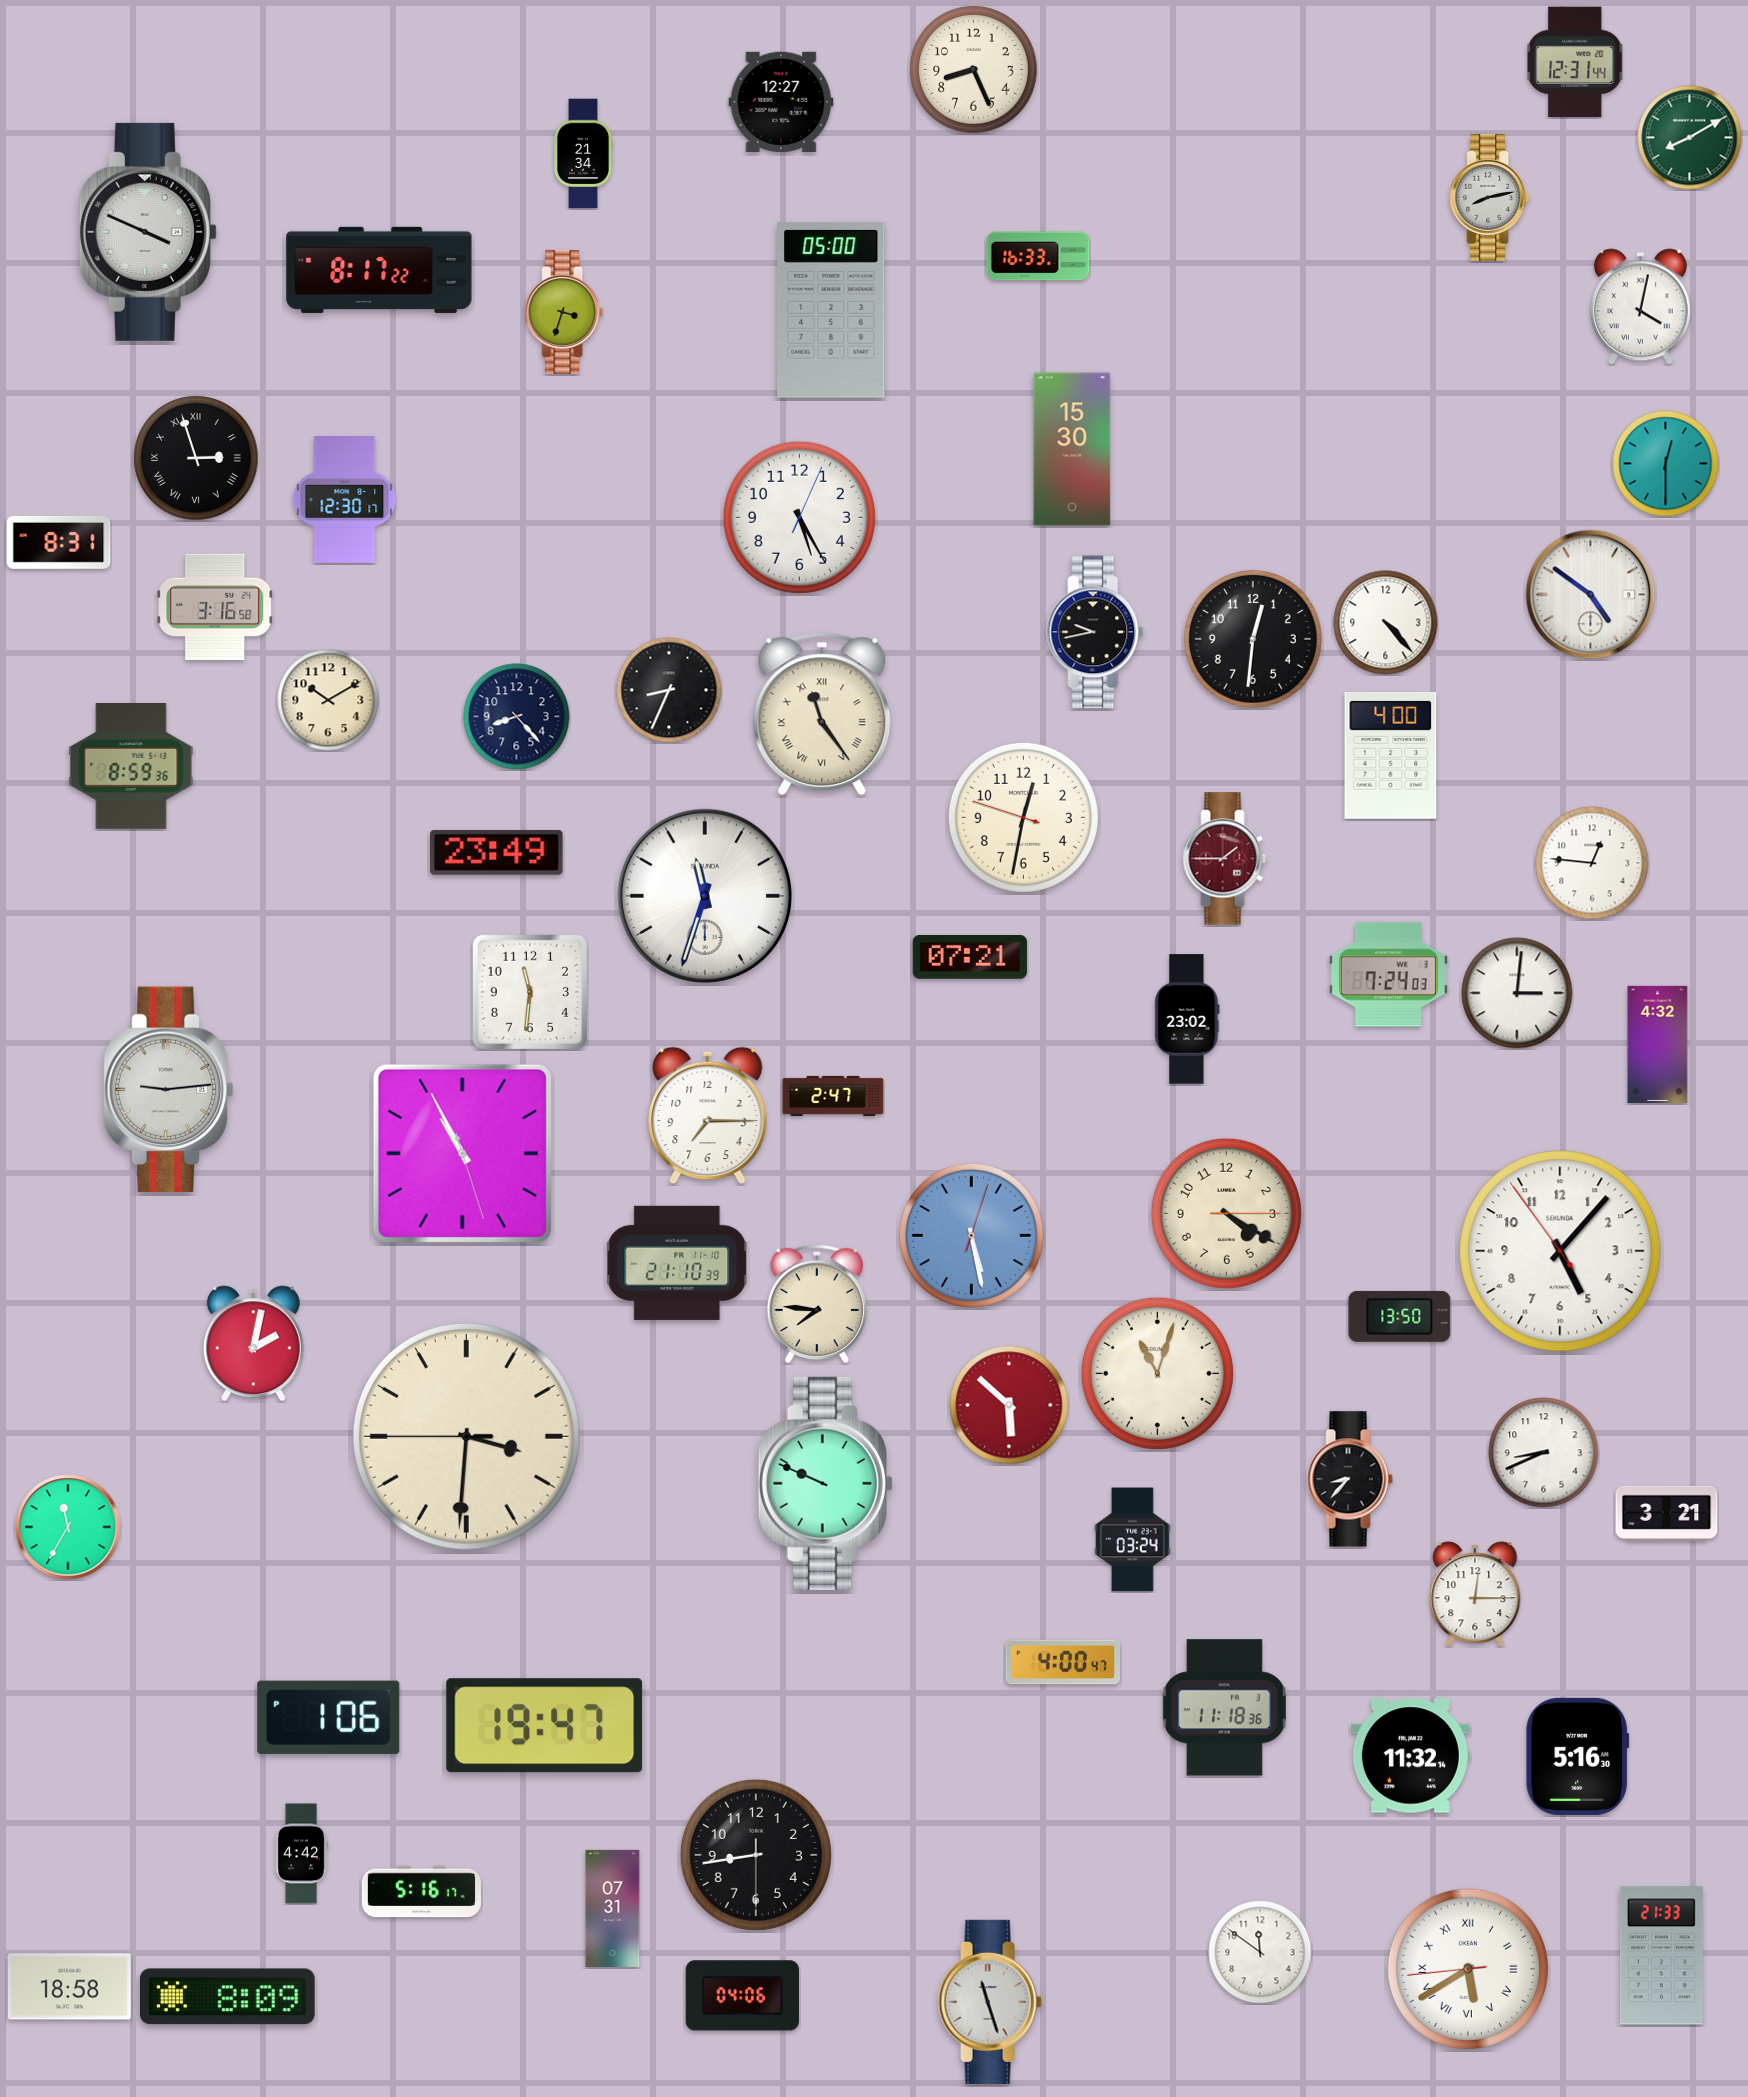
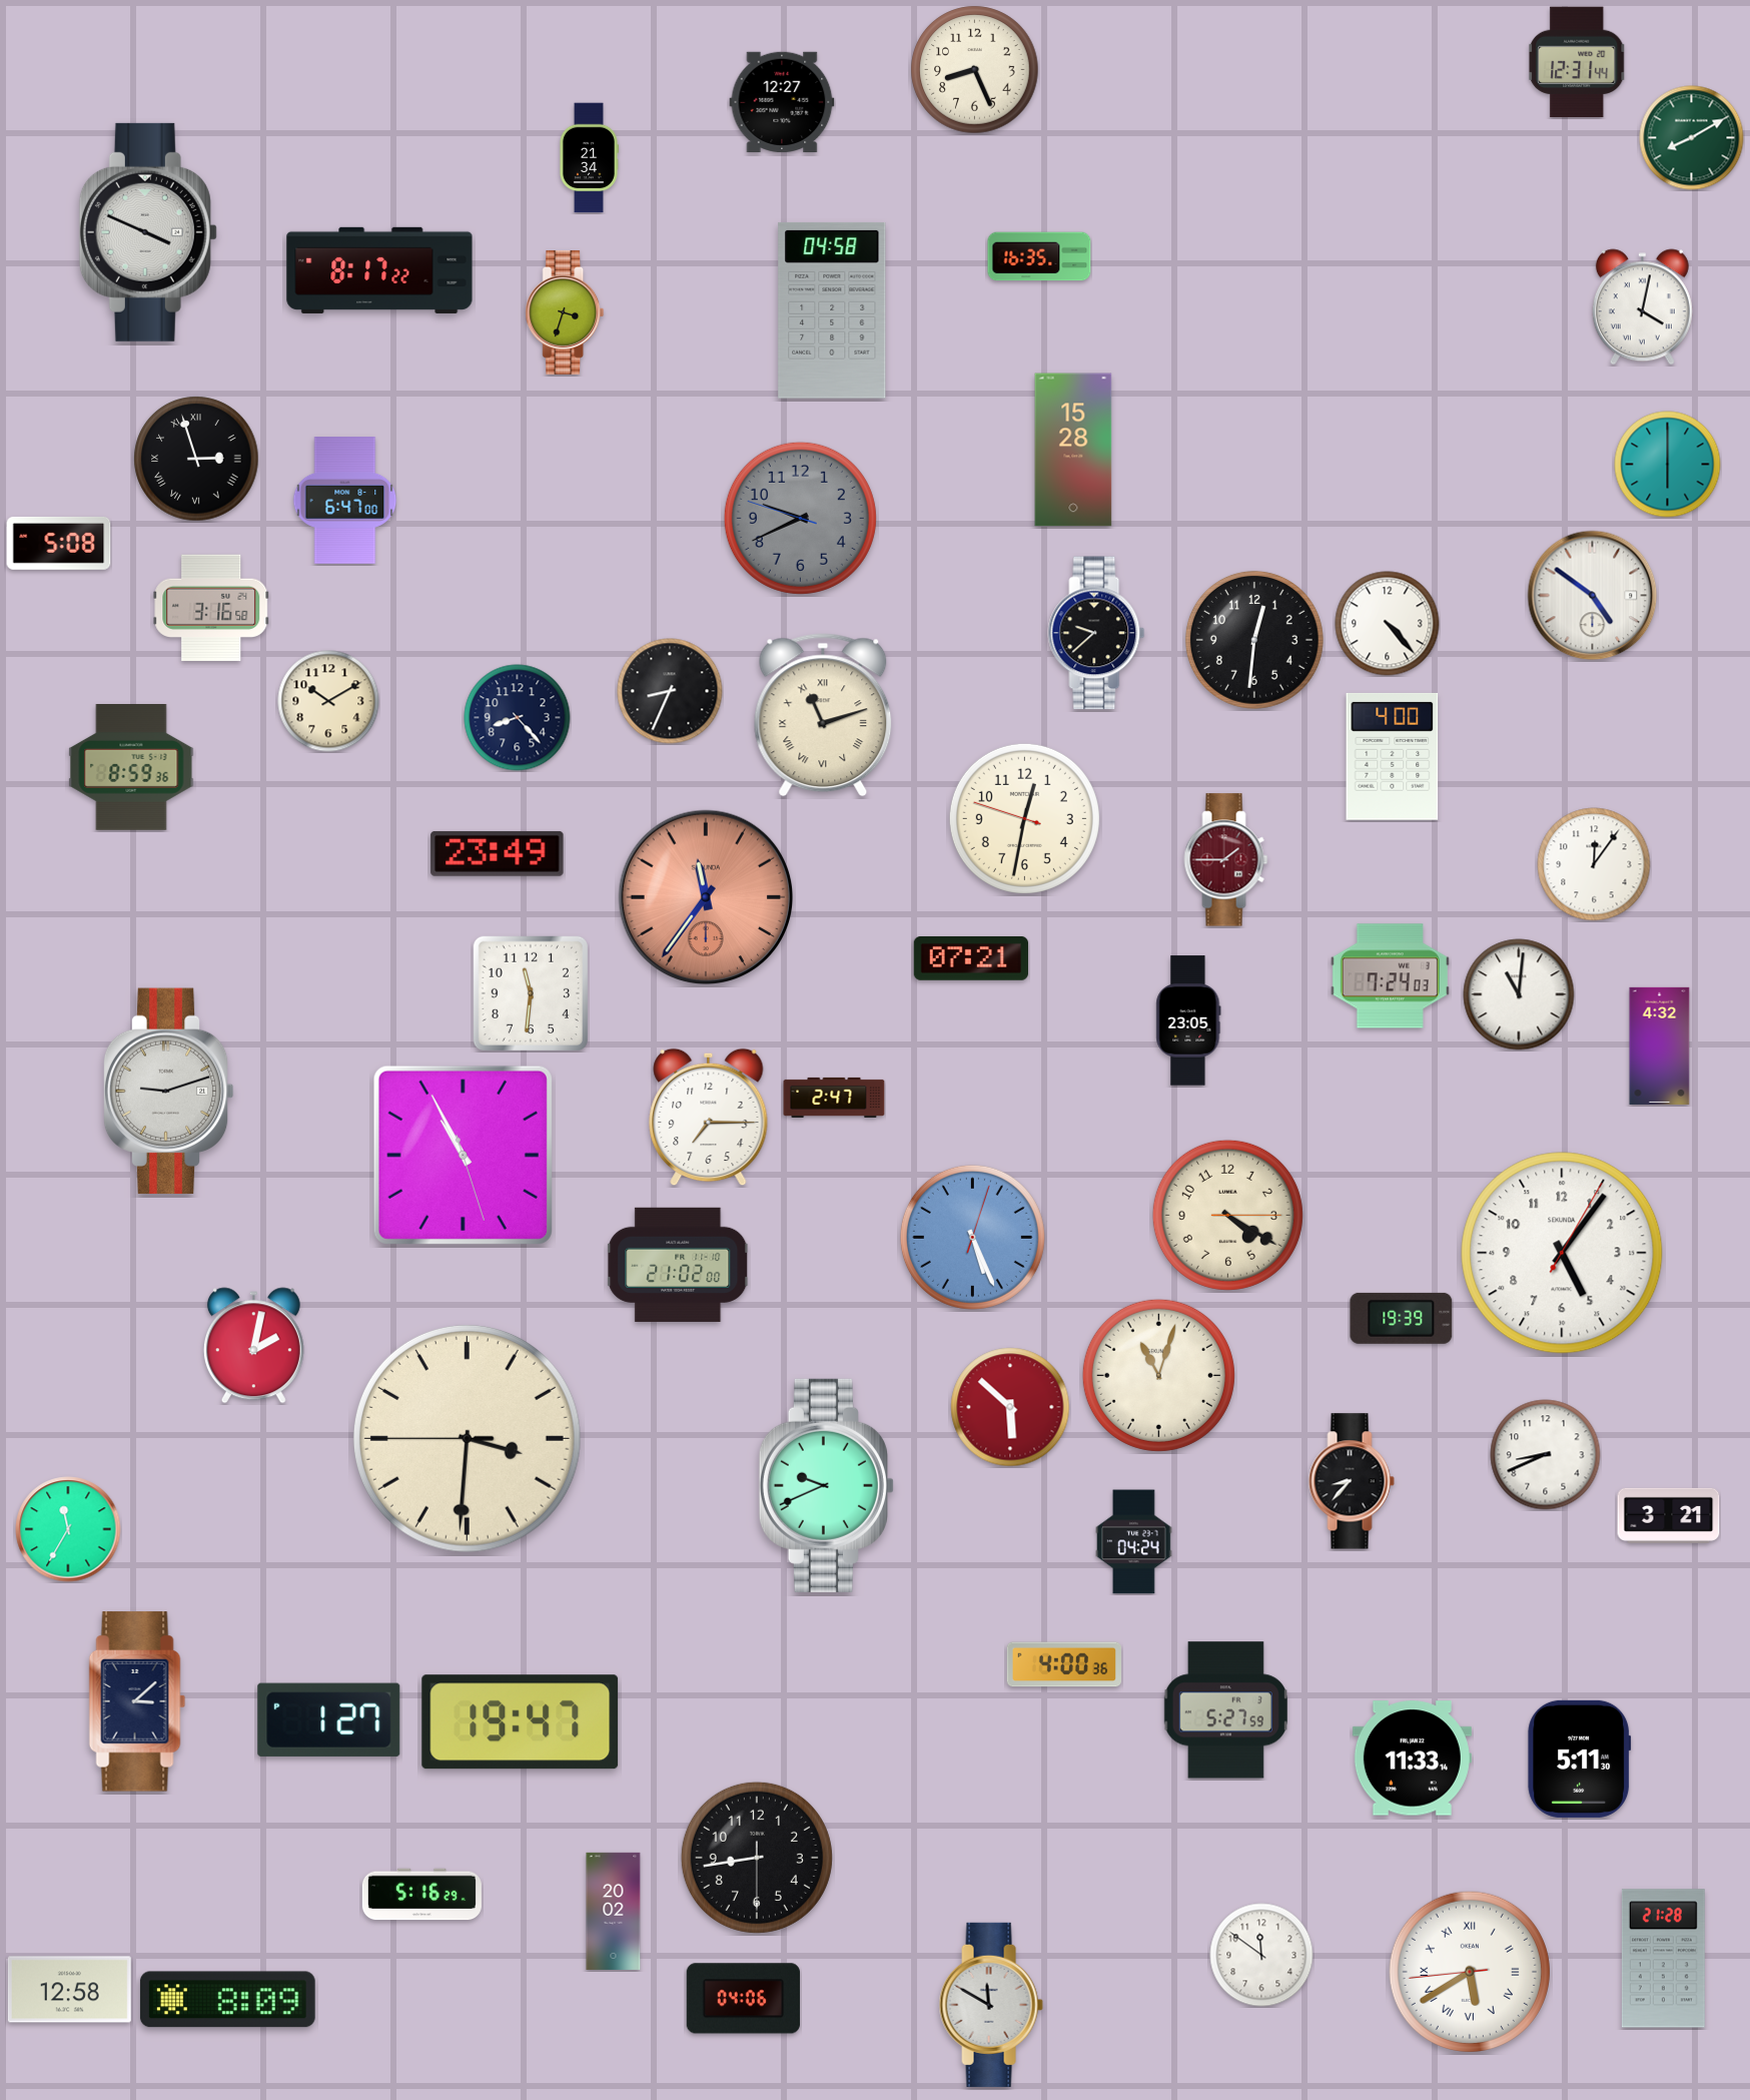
clock at (583, 154) position: (583, 154) -> (589, 158)
clock at (1490, 198): 8:13 -> none
clock at (1038, 256): 16:33 -> 16:35
clock at (831, 310): 05:00 -> 04:58
clock at (1072, 449): 15:30 -> 15:28
clock at (1666, 464): 12:30 -> 6:00
clock at (345, 500): 12:30 -> 6:47
clock at (799, 517): 5:25 -> 9:40
clock at (799, 517) dial: white -> grey
clock at (59, 542): 8:31 -> 5:08
clock at (215, 607) position: (215, 607) -> (211, 608)
clock at (1095, 632): 9:43 -> 9:38
clock at (822, 714): 11:24 -> 11:12
clock at (1592, 863): 12:46 -> 12:06
clock at (705, 896): 11:33 -> 11:36
clock at (705, 896) dial: white -> salmon
clock at (1517, 993): 3:01 -> 11:01
clock at (1187, 1019): 23:02 -> 23:05
clock at (168, 1089): 9:14 -> 9:12
clock at (971, 1235): 5:28 -> 5:26
clock at (1560, 1251): 5:06:54 -> 5:06:05
clock at (678, 1263): 21:10 -> 21:02
clock at (817, 1304): 7:46 -> none
clock at (1400, 1316): 13:50 -> 19:39
clock at (825, 1483): 9:49 -> 9:41
clock at (1133, 1540): 03:24 -> 04:24
clock at (1475, 1594): 12:15 -> none
clock at (1062, 1662): 4:00:47 -> 4:00:36
clock at (137, 1701): none -> 3:08
clock at (1224, 1708): 11:18 -> 5:27
clock at (329, 1717): 1:06 -> 1:27
clock at (545, 1726) position: (545, 1726) -> (521, 1722)
clock at (1410, 1756): 11:32 -> 11:33
clock at (1578, 1756): 5:16 -> 5:11
clock at (301, 1854): 4:42 -> none
clock at (421, 1892): 5:16:17 -> 5:16:29
clock at (613, 1908): 07:31 -> 20:02
clock at (1661, 1956): 21:33 -> 21:28
clock at (69, 1987): 18:58 -> 12:58
clock at (990, 2002): 11:27 -> 11:50
